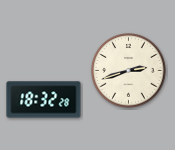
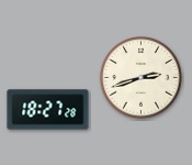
clock at (44, 100): 18:32 -> 18:27
